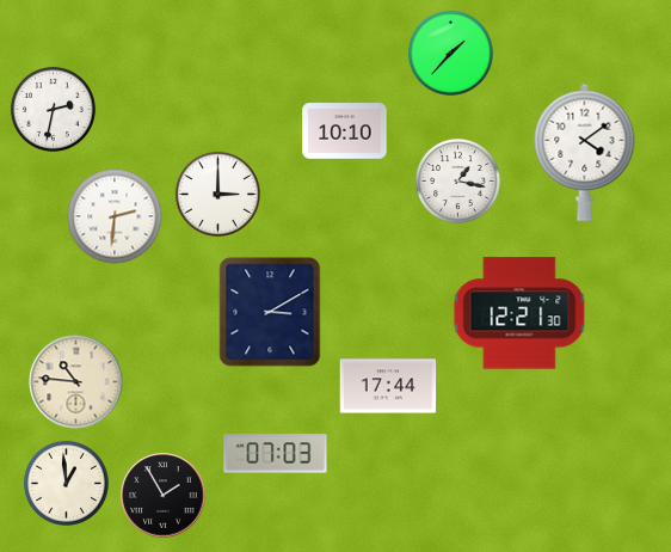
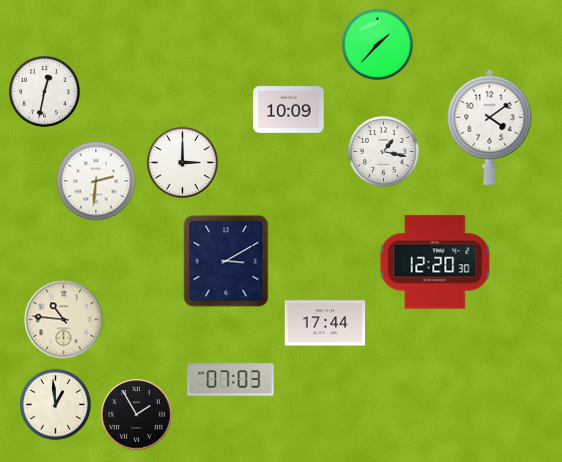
clock at (53, 109): 2:32 -> 12:32
clock at (345, 131): 10:10 -> 10:09
clock at (519, 313): 12:21 -> 12:20
